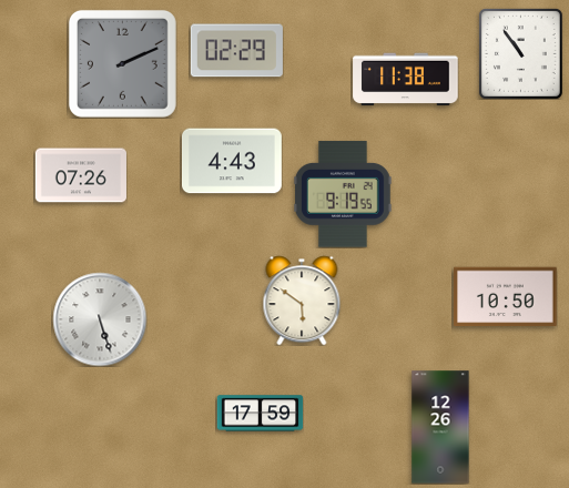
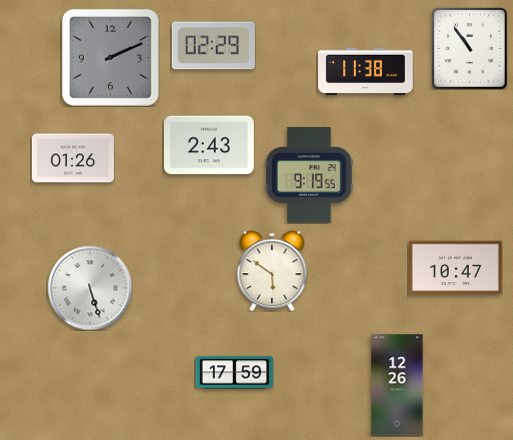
clock at (232, 161): 4:43 -> 2:43
clock at (81, 175): 07:26 -> 01:26
clock at (506, 297): 10:50 -> 10:47
